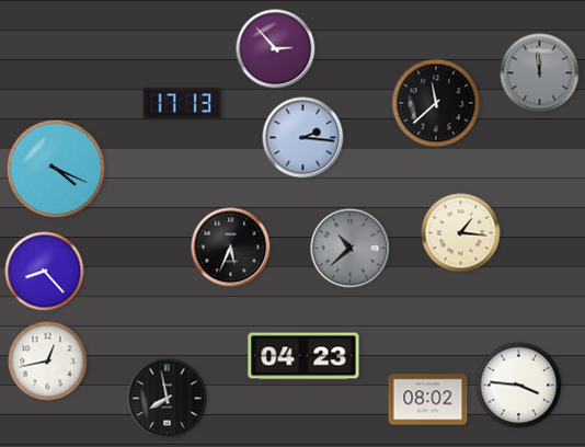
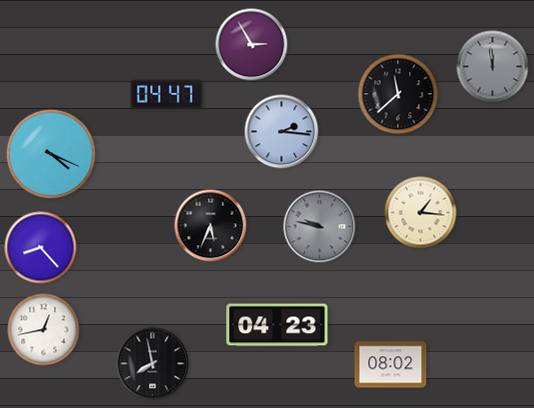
clock at (276, 49): 2:53 -> 2:55
clock at (183, 103): 17:13 -> 04:47
clock at (303, 138) position: (303, 138) -> (282, 132)
clock at (351, 249): 10:38 -> 9:47
clock at (519, 386): 3:46 -> none
